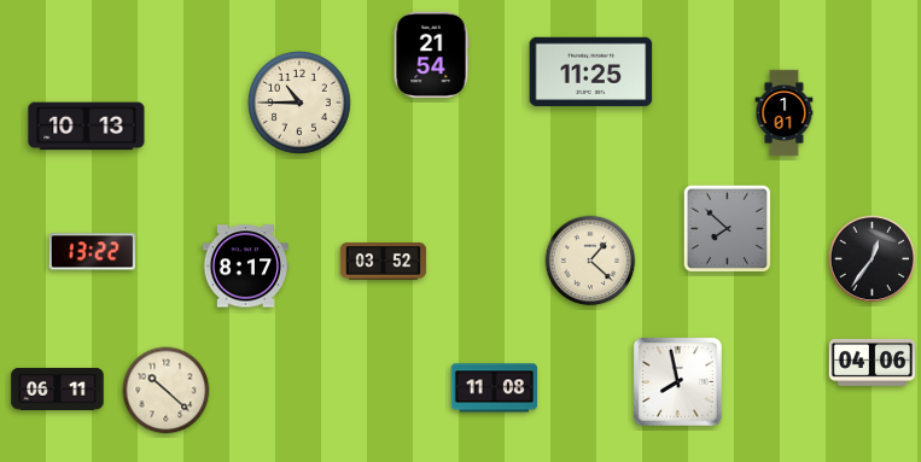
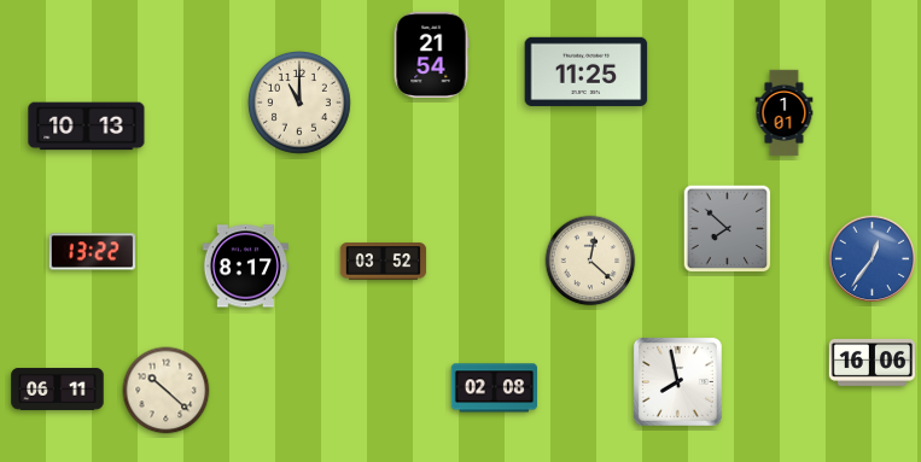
clock at (591, 71) position: (591, 71) -> (587, 71)
clock at (301, 104): 10:45 -> 11:00
clock at (873, 259) dial: black -> blue
clock at (590, 261): 1:22 -> 12:22
clock at (873, 362): 04:06 -> 16:06
clock at (494, 388): 11:08 -> 02:08
